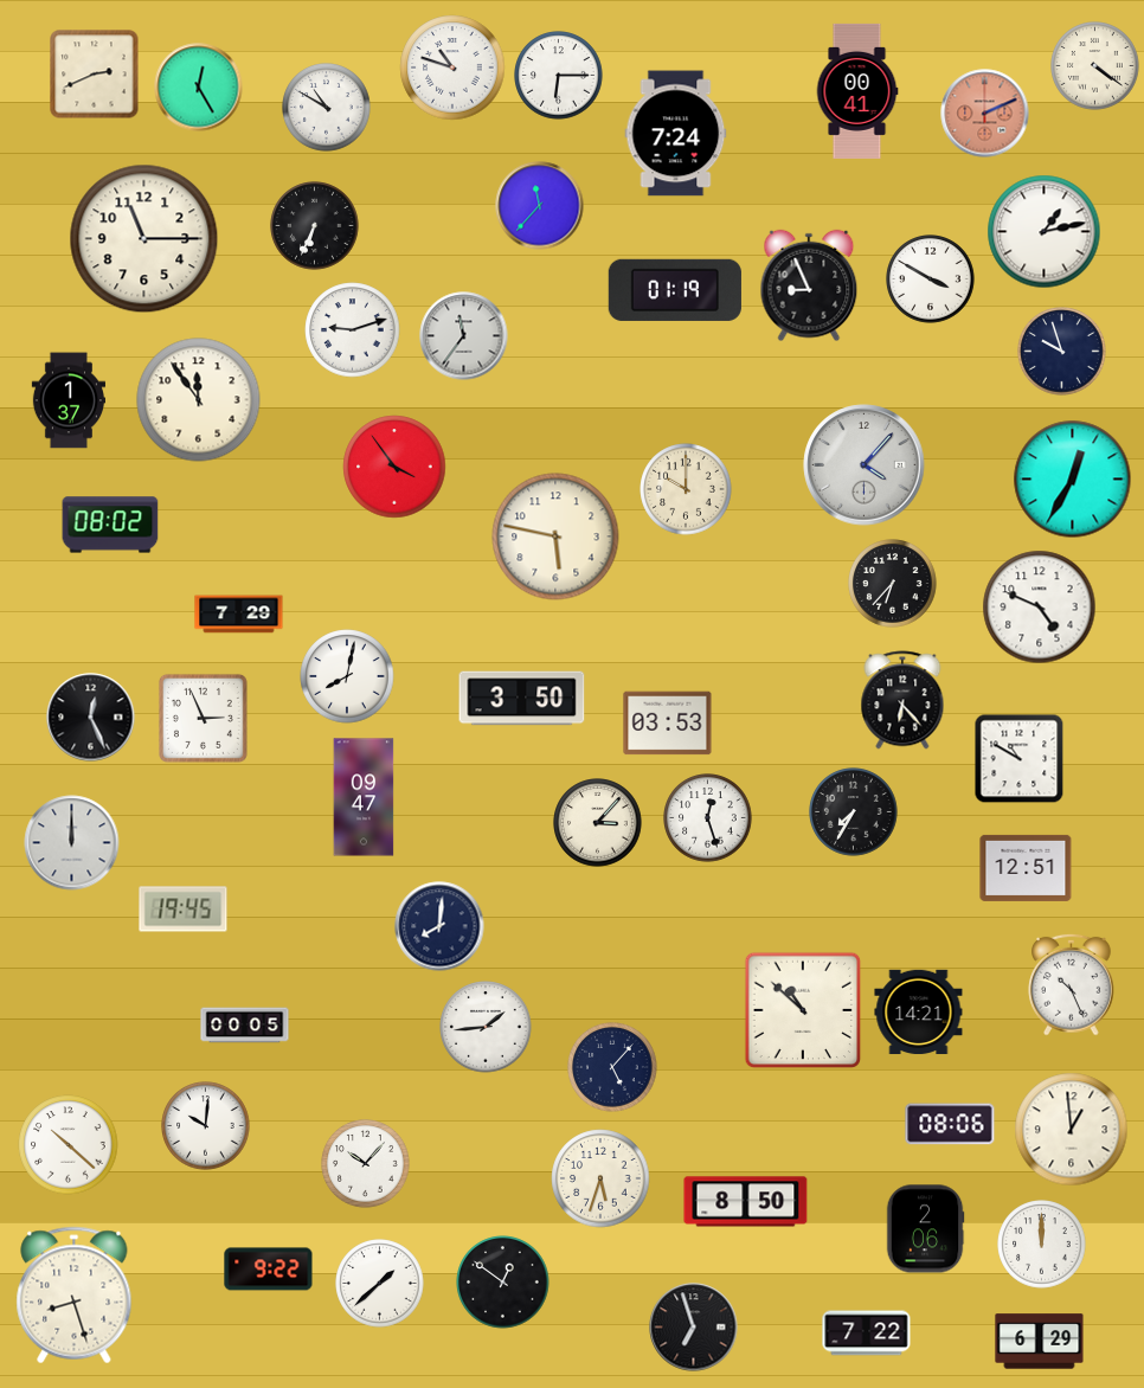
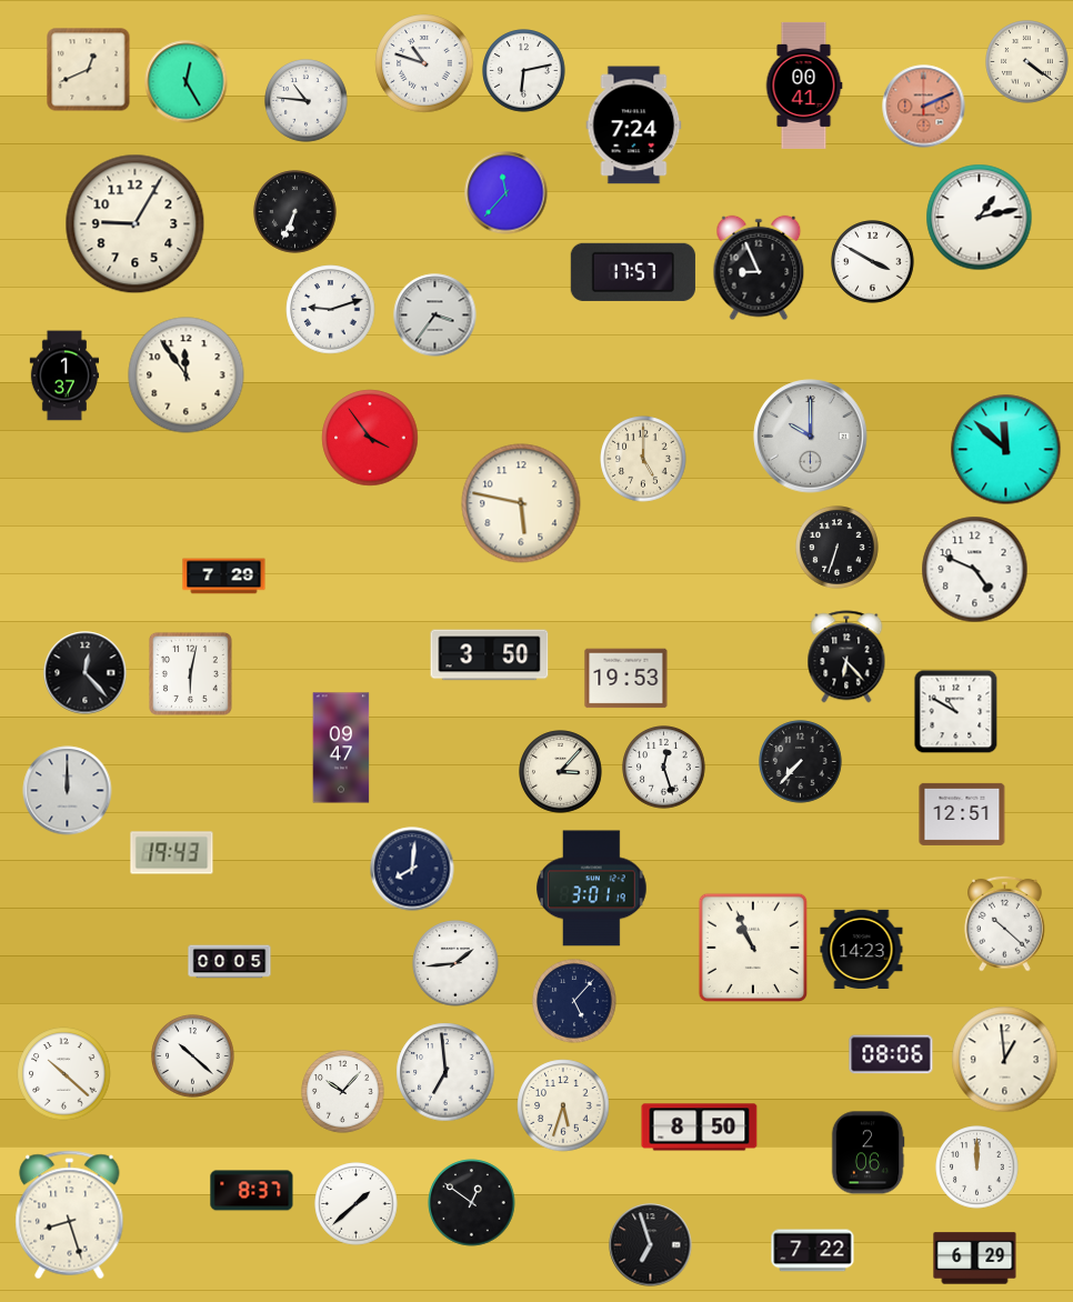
clock at (95, 75): 2:41 -> 12:41
clock at (559, 76): 6:15 -> 6:13
clock at (327, 108): 10:50 -> 10:46
clock at (144, 239): 11:15 -> 9:05
clock at (675, 290): 01:19 -> 17:57
clock at (464, 336): 11:36 -> 3:36
clock at (1062, 352): 9:57 -> none
clock at (865, 465): 4:07 -> 10:00
clock at (1073, 480): 12:35 -> 11:52
clock at (686, 489): 10:00 -> 5:00
clock at (110, 525): 08:02 -> none
clock at (893, 584): 6:37 -> 6:33
clock at (347, 676): 8:02 -> none
clock at (91, 718): 12:26 -> 12:23
clock at (203, 718): 2:56 -> 6:02
clock at (668, 724): 03:53 -> 19:53
clock at (854, 812): 7:35 -> 7:37
clock at (184, 910): 19:45 -> 19:43
clock at (592, 889): none -> 3:01
clock at (1072, 984): 10:26 -> 10:22
clock at (803, 1010): 10:52 -> 10:56
clock at (919, 1013): 14:21 -> 14:23
clock at (206, 1126): 10:01 -> 10:22
clock at (445, 1072): none -> 6:59
clock at (269, 1270): 9:22 -> 8:37
